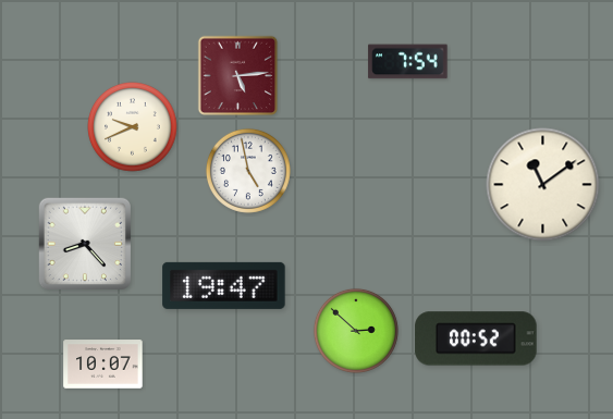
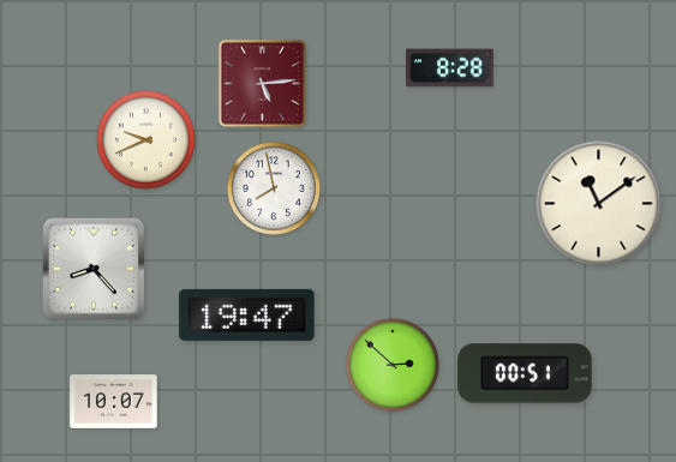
clock at (408, 62): 7:54 -> 8:28
clock at (248, 171): 4:58 -> 7:58
clock at (476, 338): 00:52 -> 00:51
